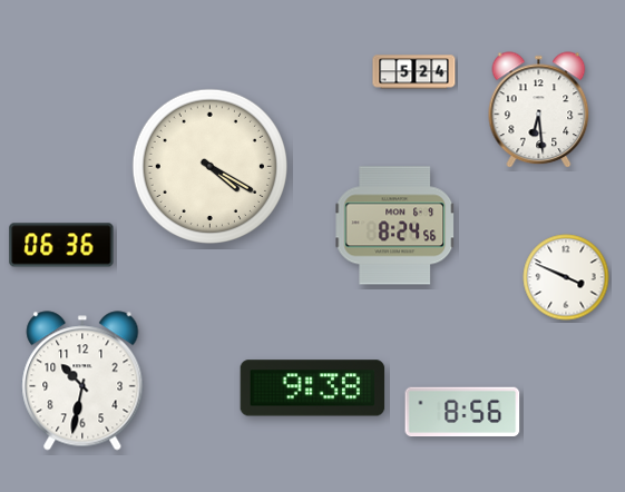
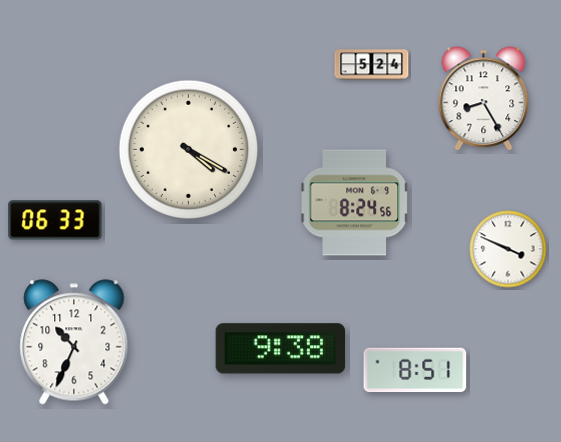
clock at (539, 110): 6:29 -> 8:25
clock at (61, 245): 06:36 -> 06:33
clock at (82, 381): 10:32 -> 10:34
clock at (462, 412): 8:56 -> 8:51
